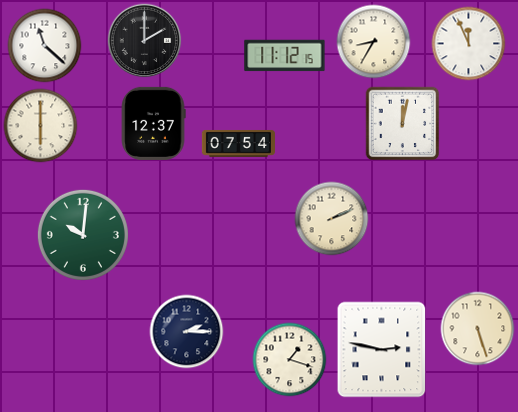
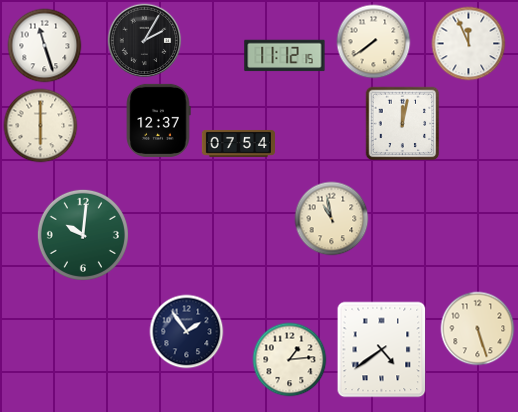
clock at (145, 41): 2:00 -> 2:05
clock at (374, 42): 8:35 -> 7:39
clock at (45, 46): 11:22 -> 11:27
clock at (153, 123) position: (153, 123) -> (158, 120)
clock at (332, 219): 2:11 -> 10:58
clock at (187, 332): 2:15 -> 1:54
clock at (382, 350): 2:47 -> 4:39
clock at (290, 360): 1:18 -> 1:14
